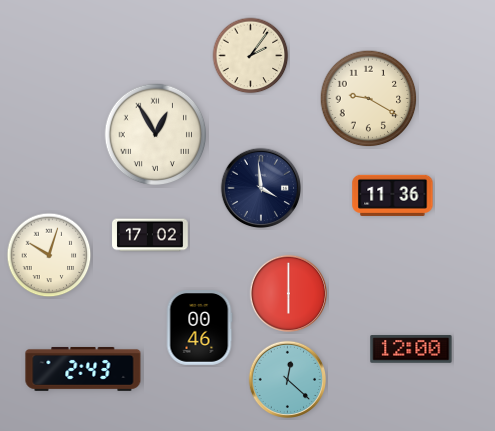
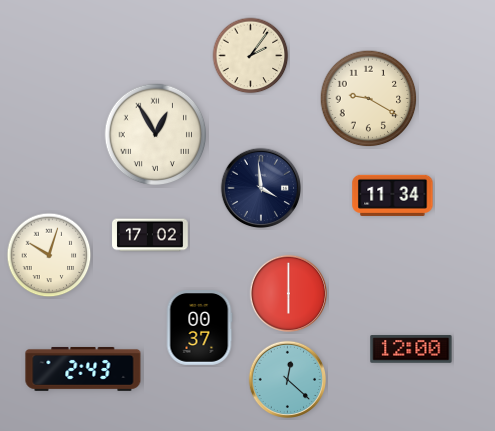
clock at (393, 195): 11:36 -> 11:34
clock at (199, 328): 00:46 -> 00:37
